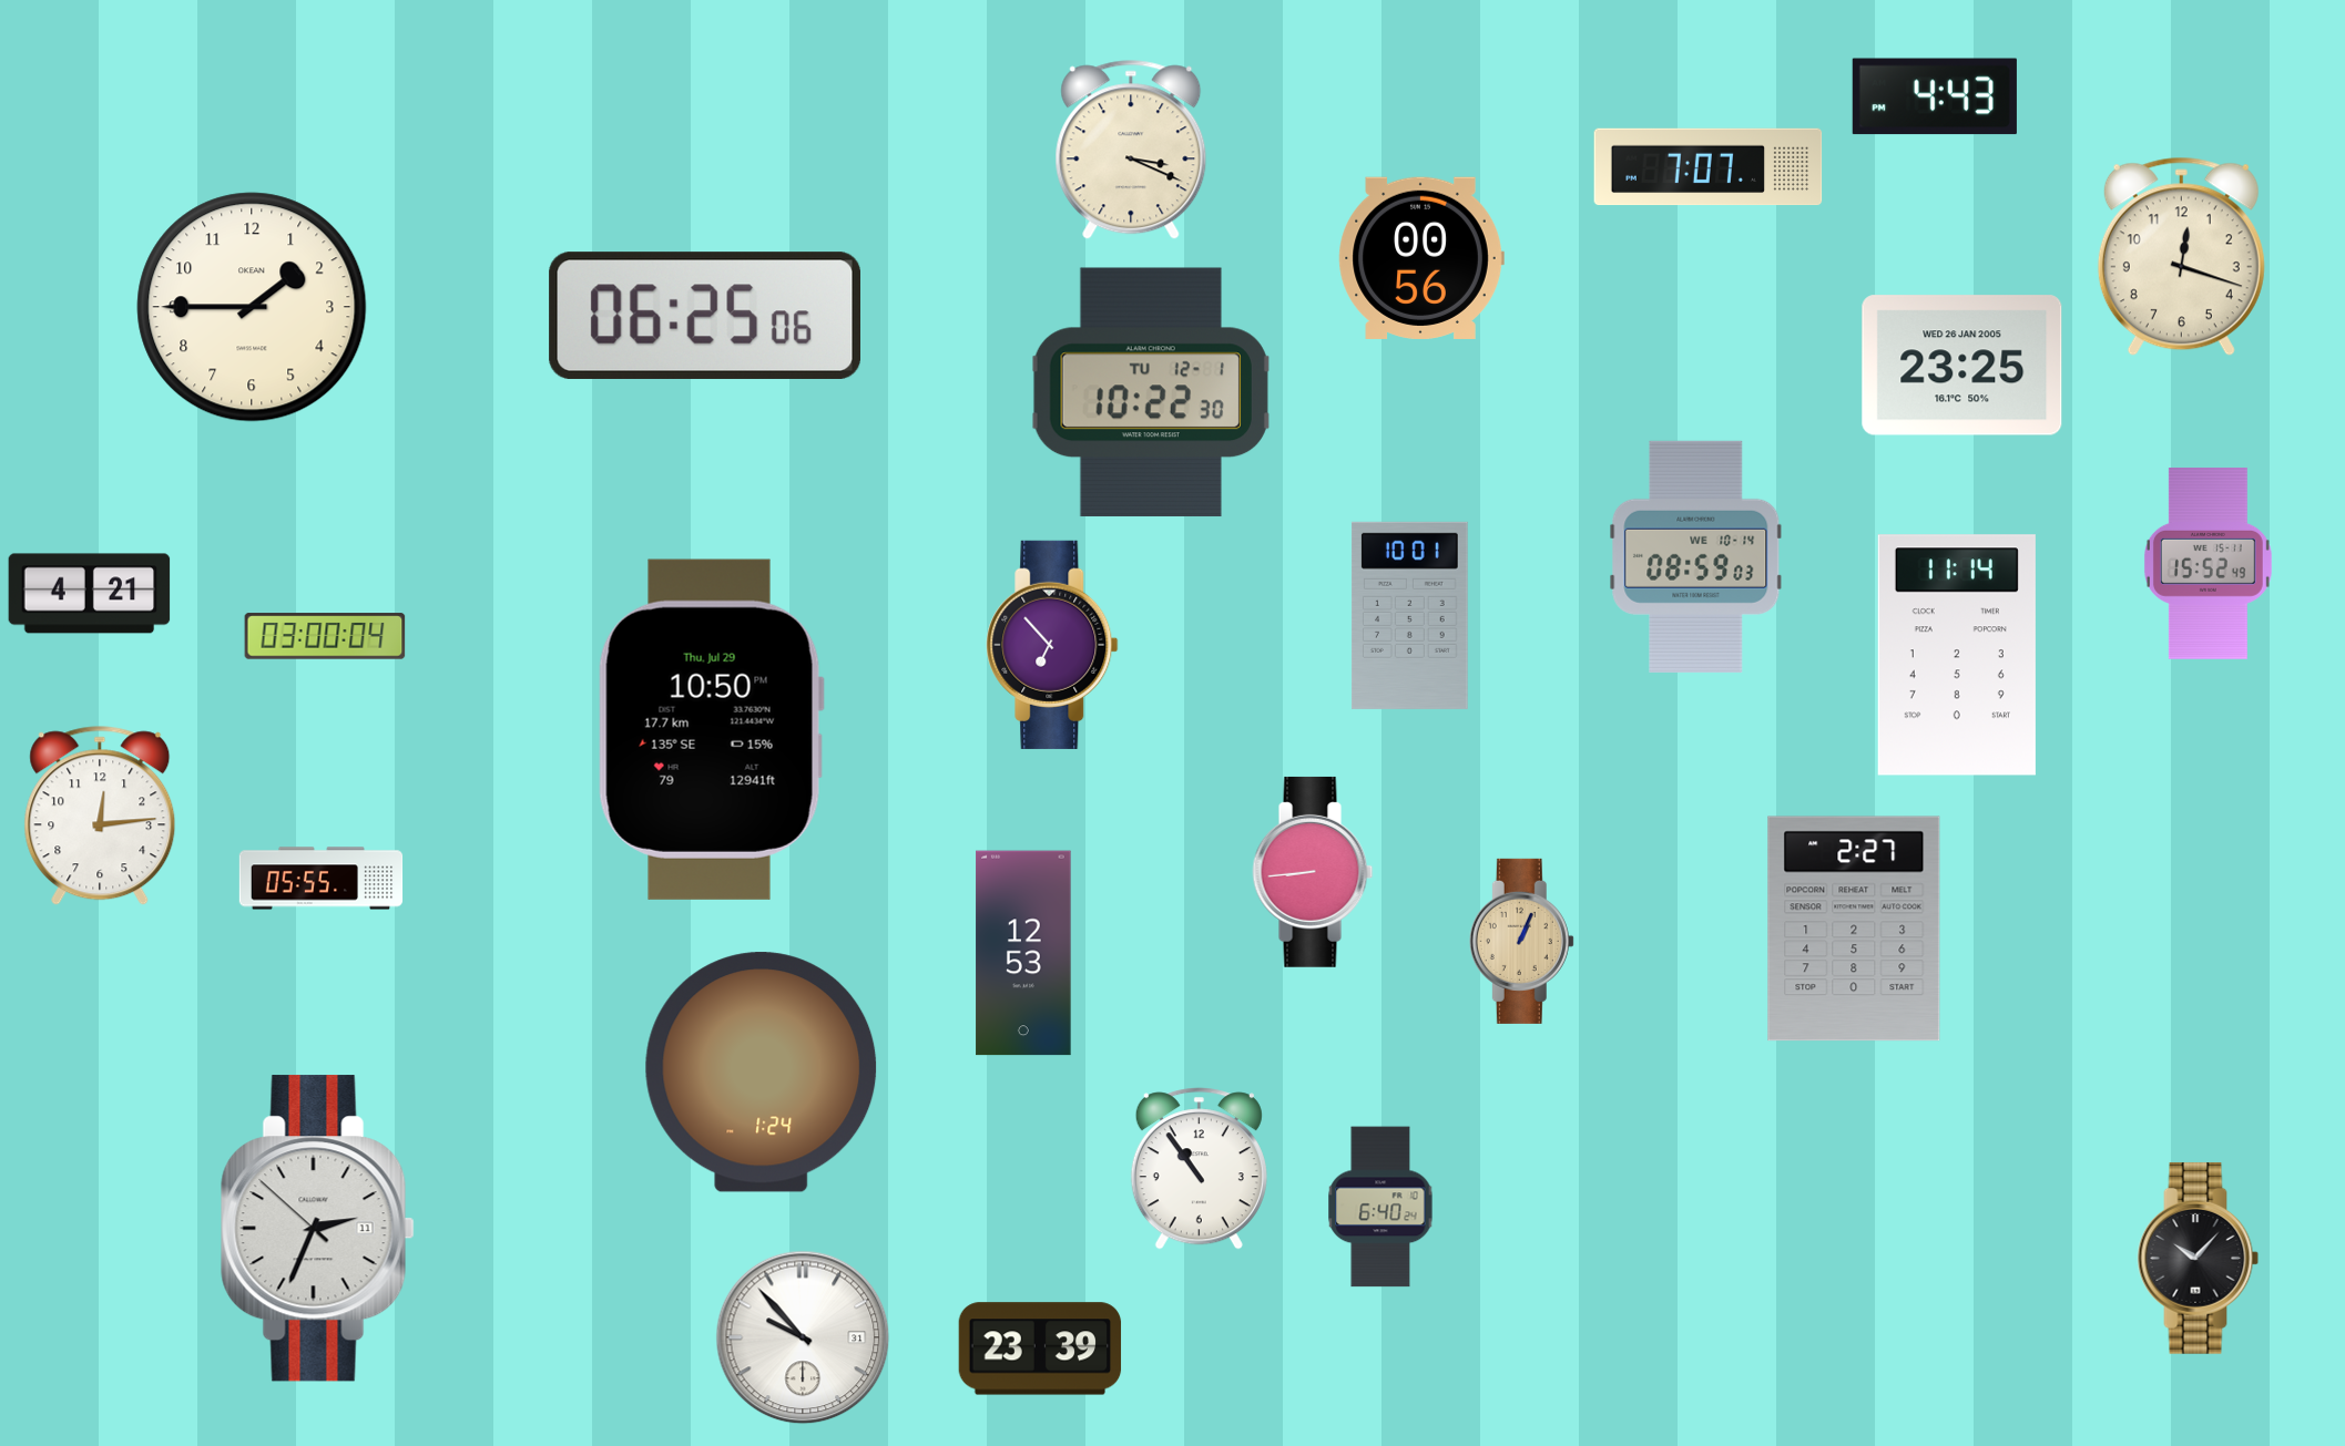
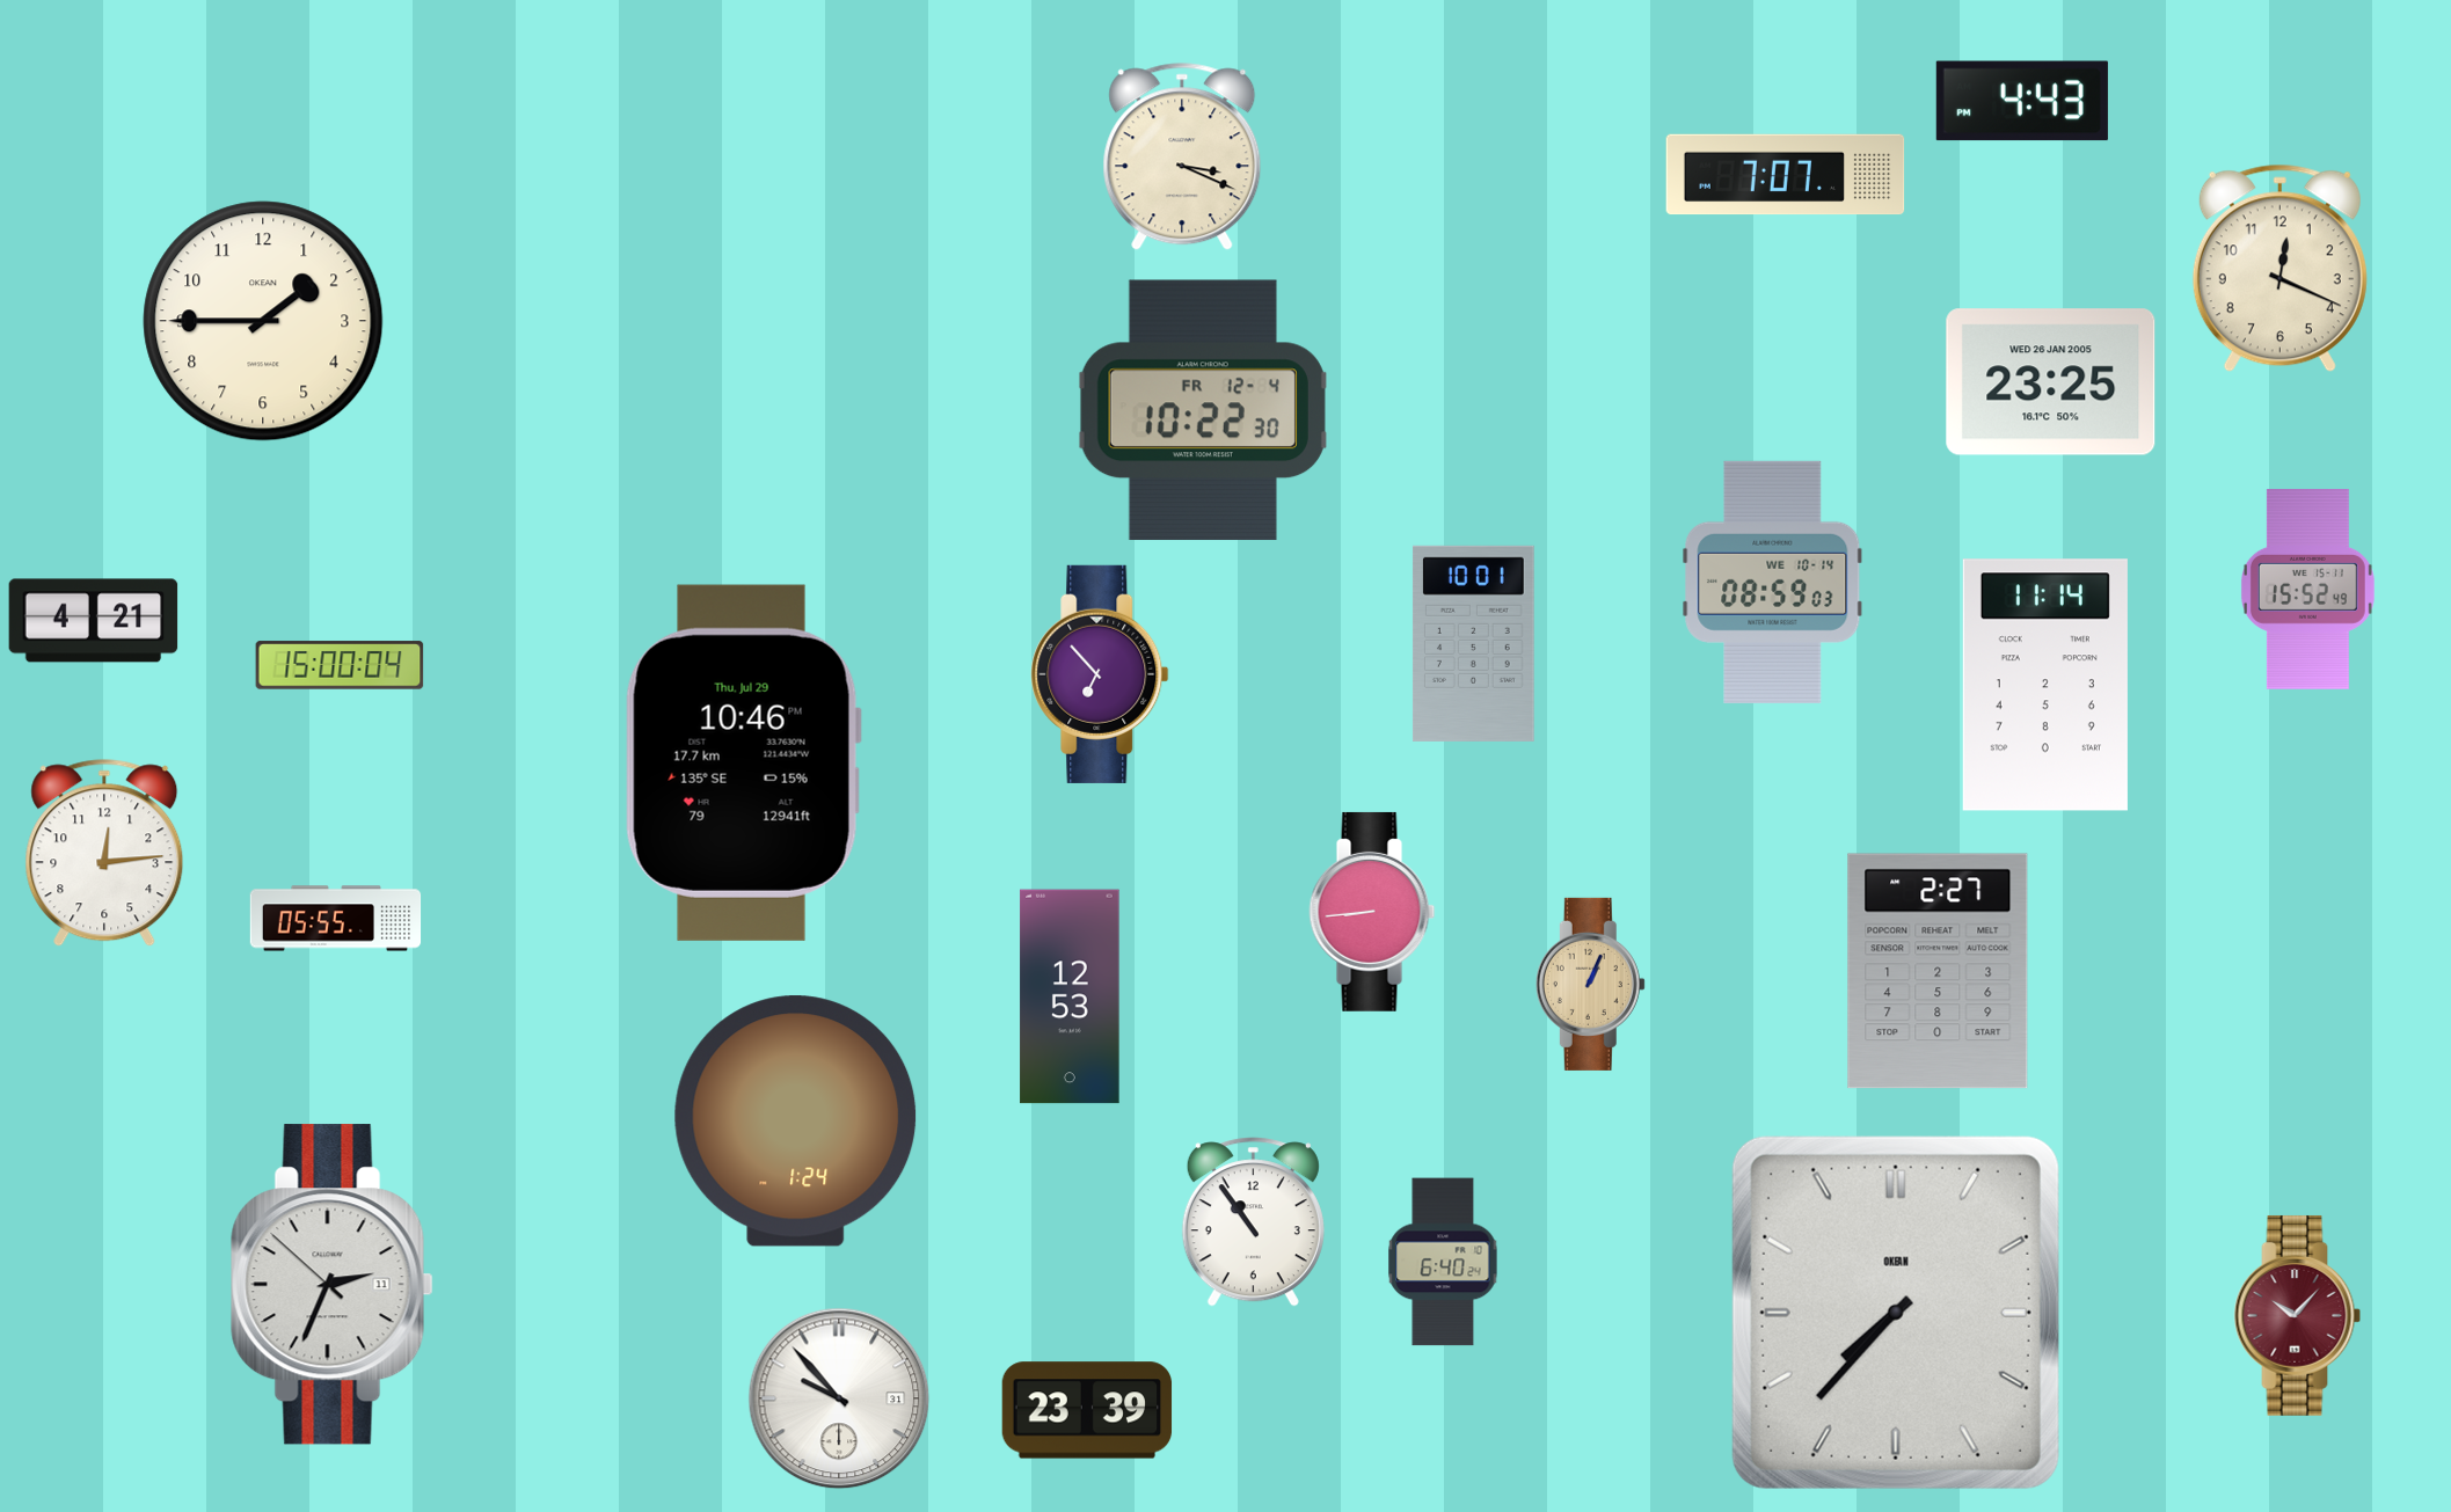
clock at (2181, 257): 12:18 -> 12:19
clock at (1421, 258): 00:56 -> none
clock at (704, 316): 06:25 -> none
clock at (1151, 392) date: TU 12-1 -> FR 12-4
clock at (325, 636): 03:00 -> 15:00
clock at (711, 729): 10:50 -> 10:46
clock at (1896, 1313): none -> 7:37
clock at (2199, 1258) dial: black -> burgundy
